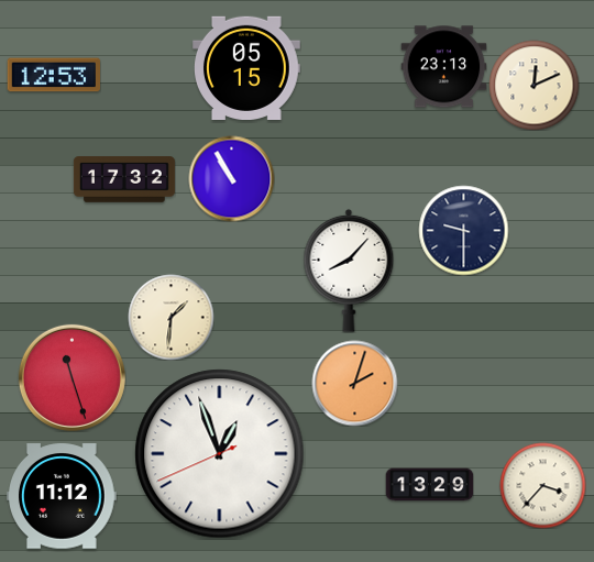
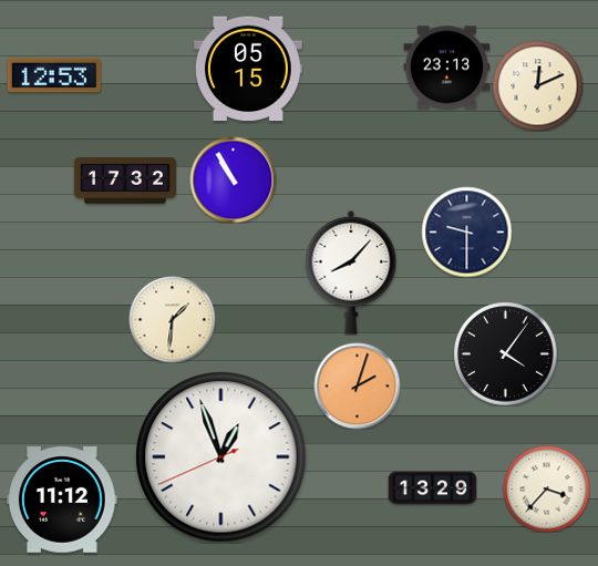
clock at (505, 353): none -> 4:06
clock at (71, 377): 11:27 -> none
